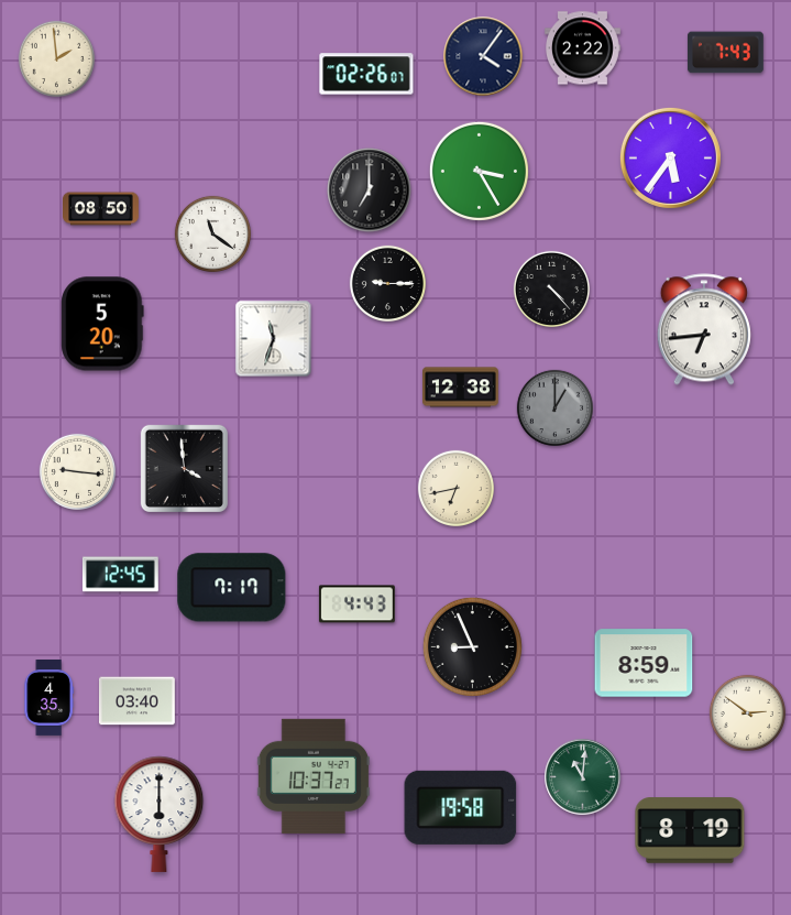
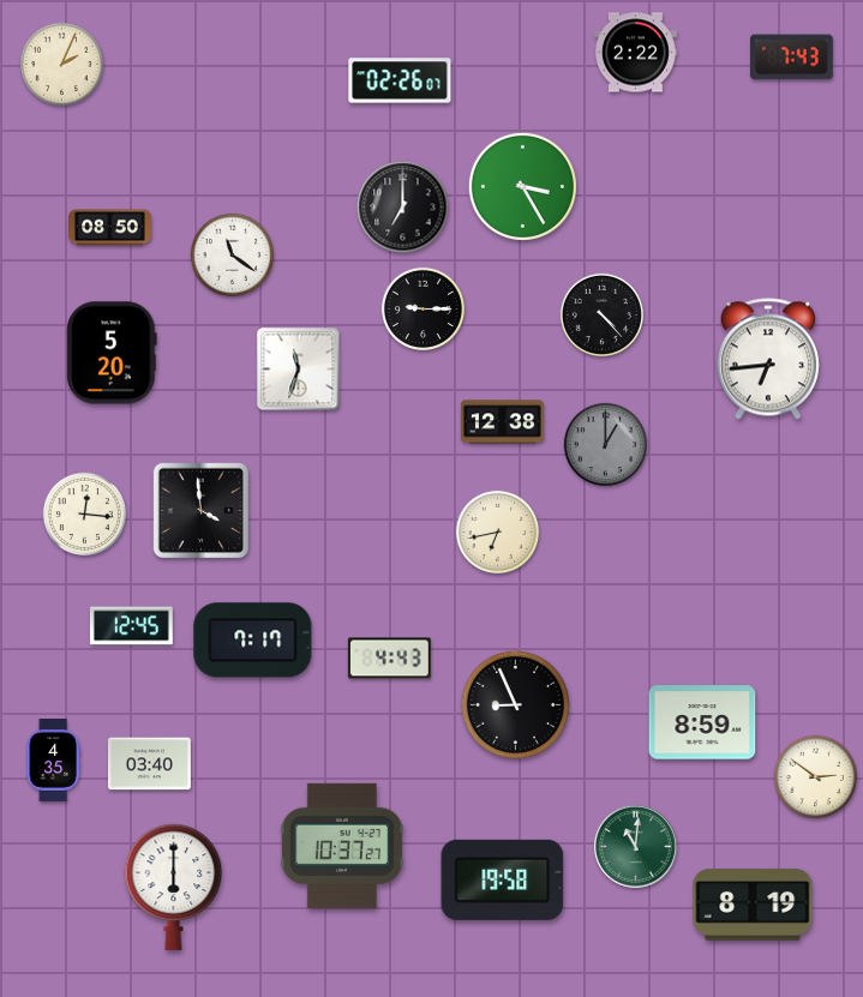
clock at (483, 56): 4:06 -> none
clock at (56, 58): 1:59 -> 2:04
clock at (670, 157): 5:36 -> none
clock at (77, 471): 9:16 -> 12:16
